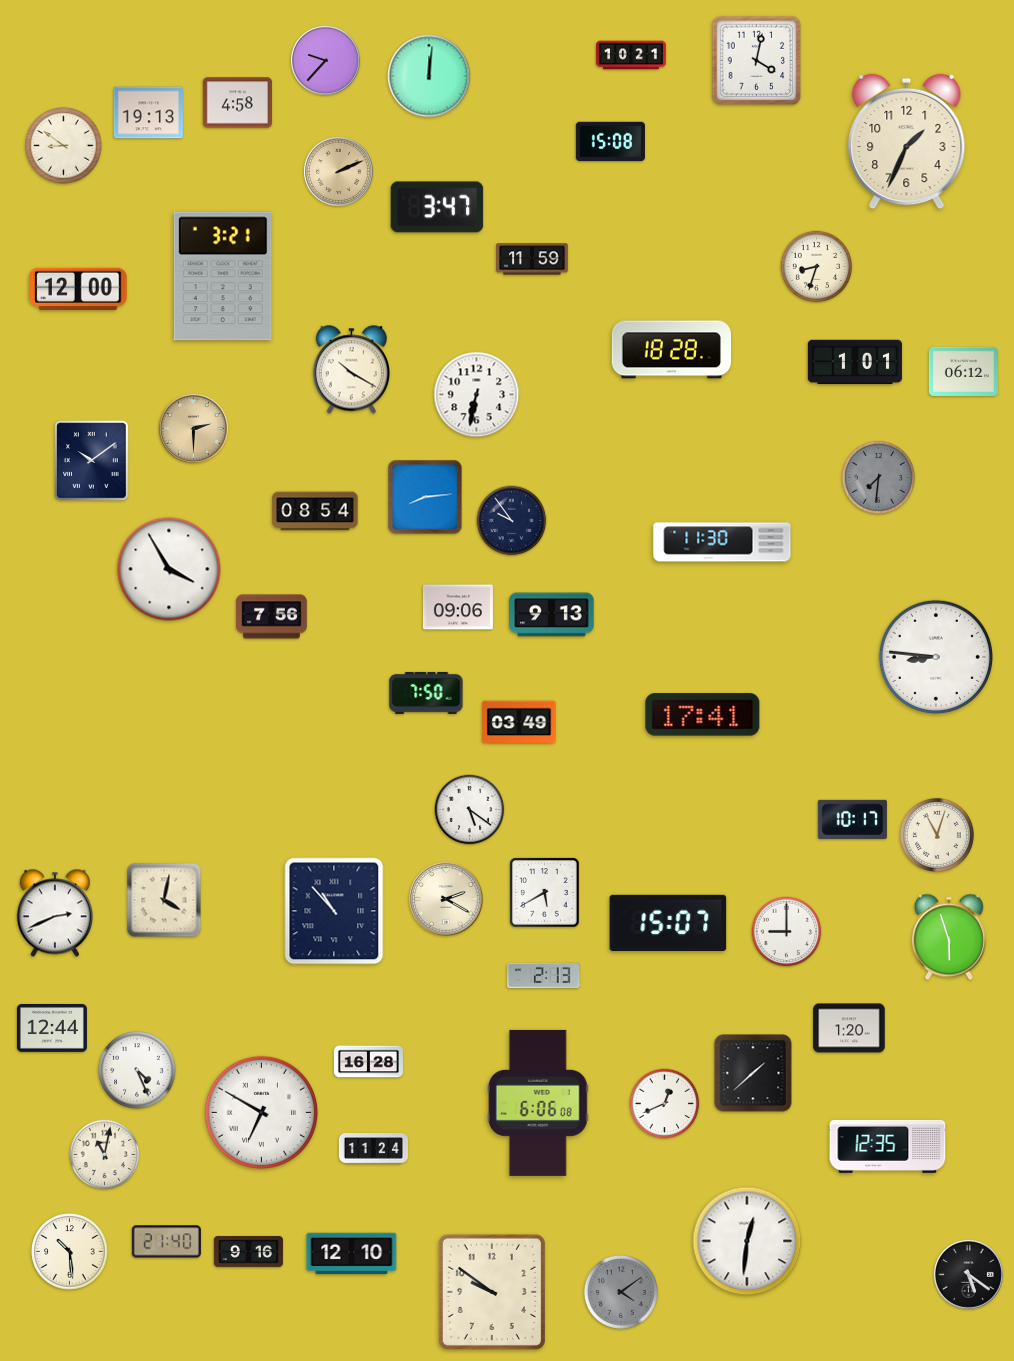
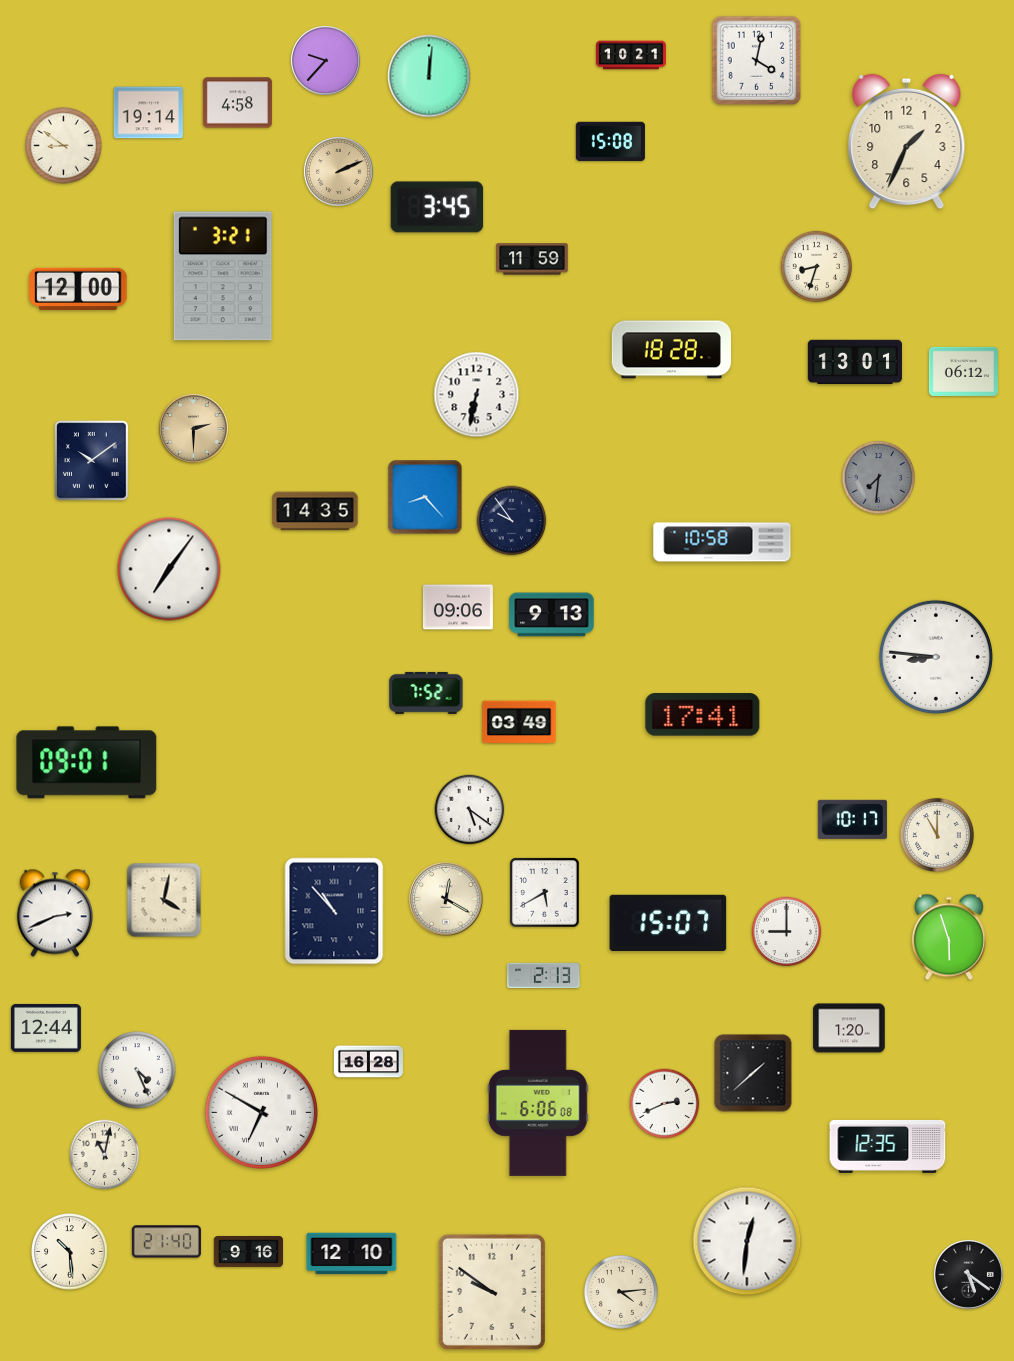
clock at (148, 113): 19:13 -> 19:14
clock at (437, 207): 3:47 -> 3:45
clock at (855, 362): 1:01 -> 13:01
clock at (351, 370): 10:20 -> none
clock at (425, 497): 8:14 -> 8:23
clock at (315, 511): 08:54 -> 14:35
clock at (722, 542): 11:30 -> 10:58
clock at (169, 569): 3:55 -> 7:06
clock at (272, 617): 7:56 -> none
clock at (426, 693): 7:50 -> 7:52
clock at (87, 763): none -> 09:01
clock at (937, 835): 11:03 -> 11:00
clock at (446, 899): 2:20 -> 12:20
clock at (52, 1028) position: (52, 1028) -> (46, 1028)
clock at (665, 1104): 12:41 -> 2:41
clock at (373, 1149): 11:24 -> none
clock at (621, 1292): 4:09 -> 4:14
clock at (621, 1292) dial: grey -> cream
